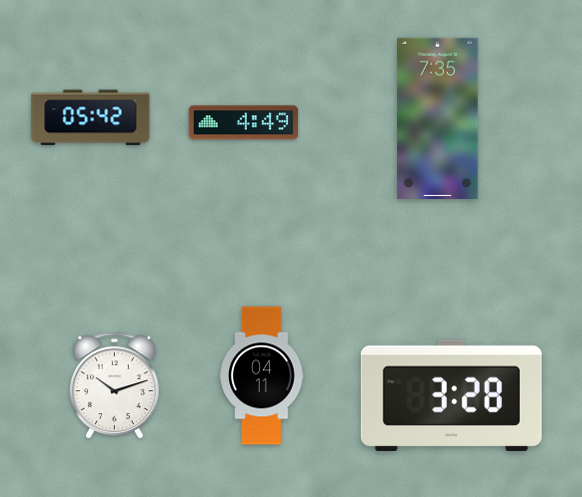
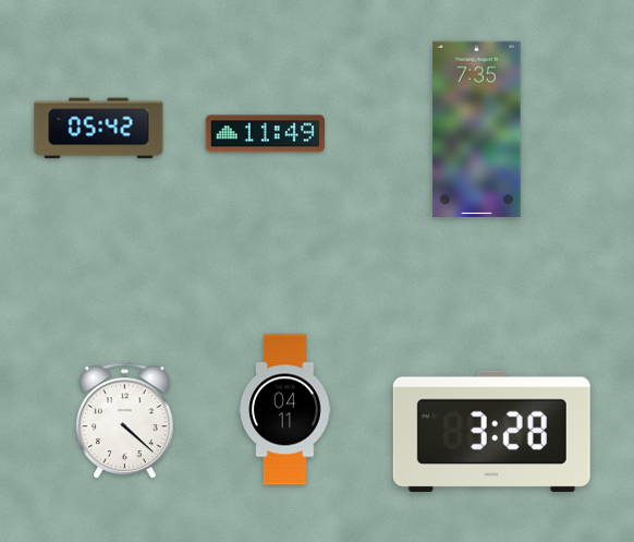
clock at (243, 123): 4:49 -> 11:49
clock at (115, 386): 10:12 -> 4:22
